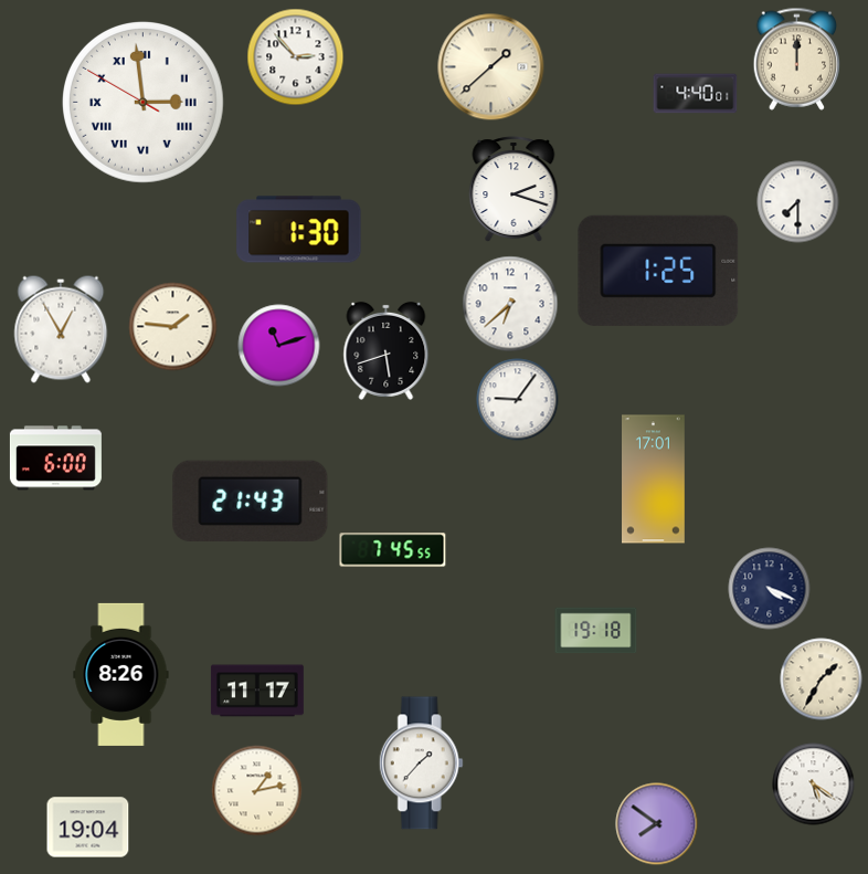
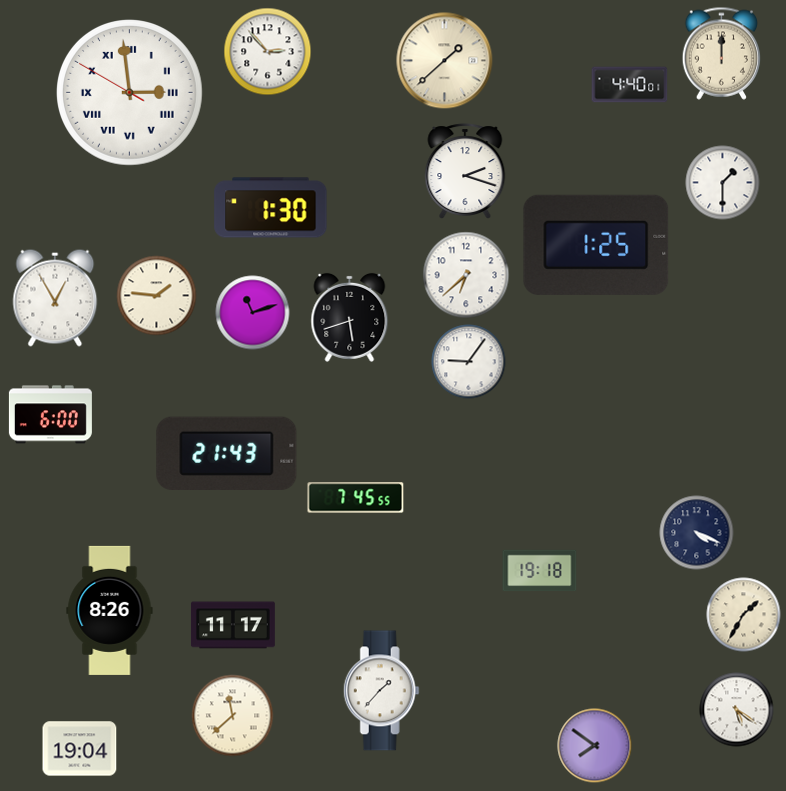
clock at (798, 202): 7:30 -> 1:30
clock at (510, 304) position: (510, 304) -> (466, 275)
clock at (654, 480): 17:01 -> none
clock at (257, 791): 1:13 -> 11:38
